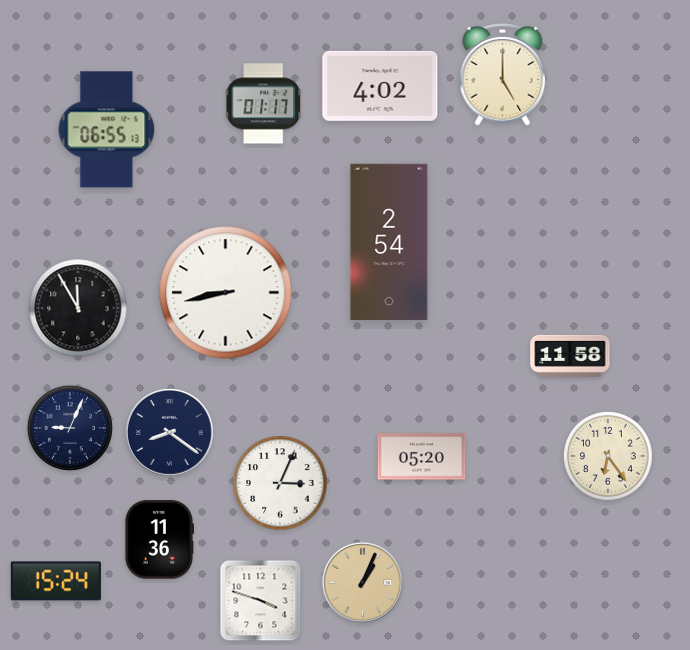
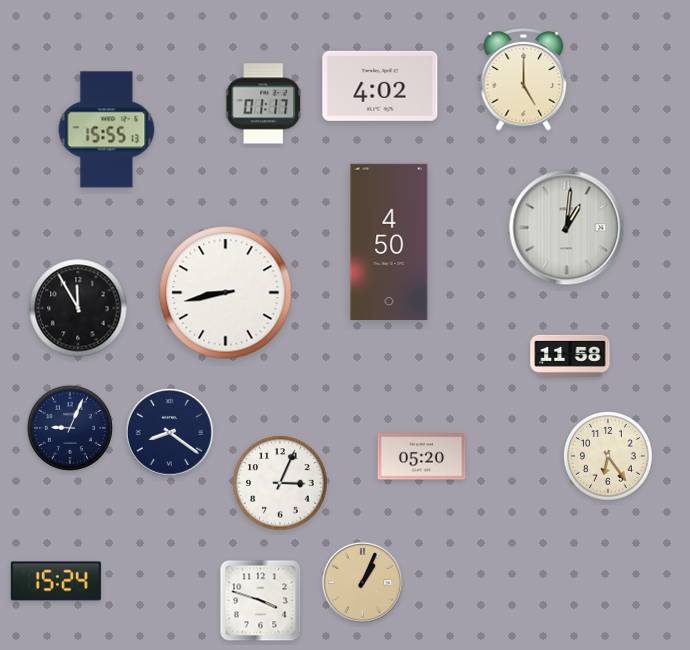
clock at (503, 75) position: (503, 75) -> (524, 80)
clock at (107, 130): 06:55 -> 15:55
clock at (567, 228): none -> 1:01
clock at (389, 242): 2:54 -> 4:50
clock at (158, 540): 11:36 -> none
